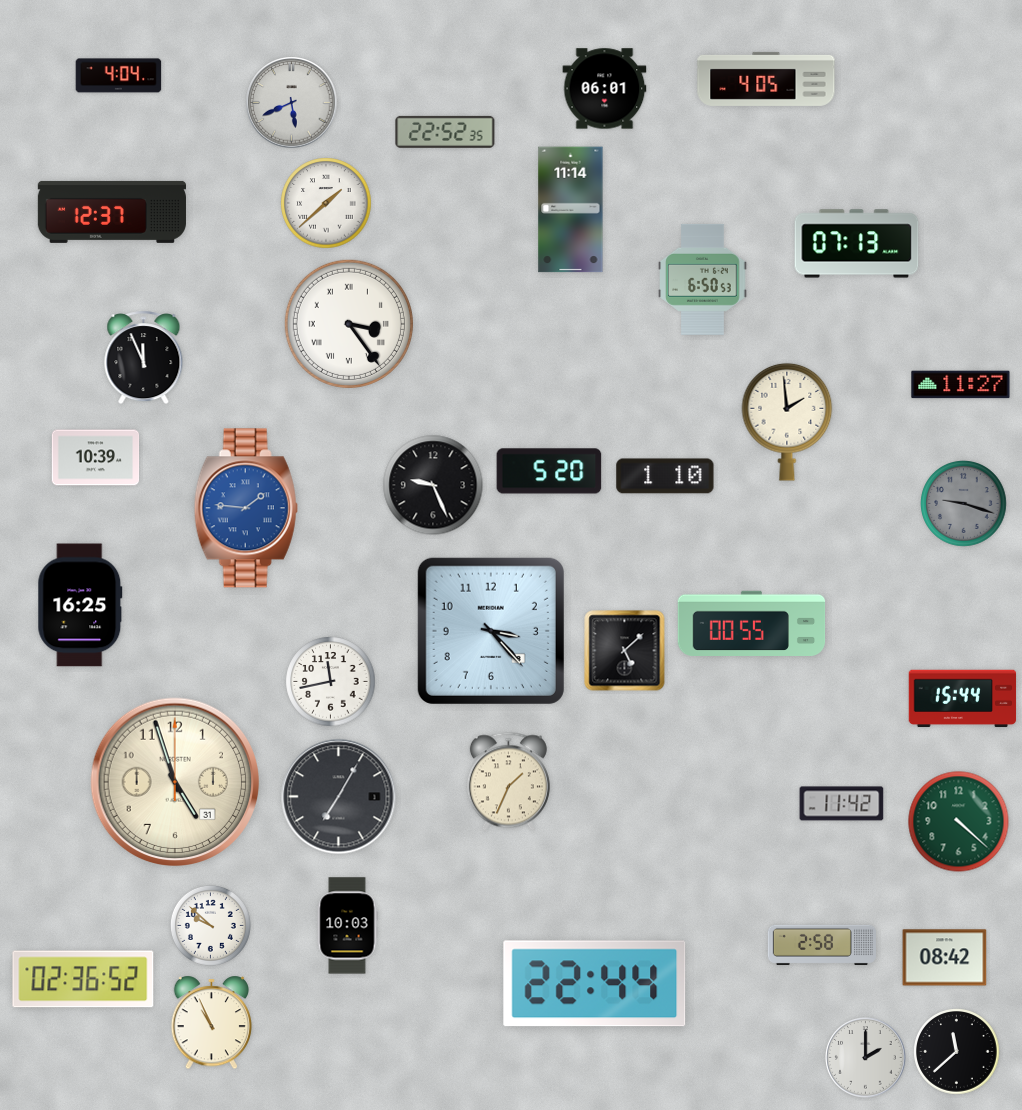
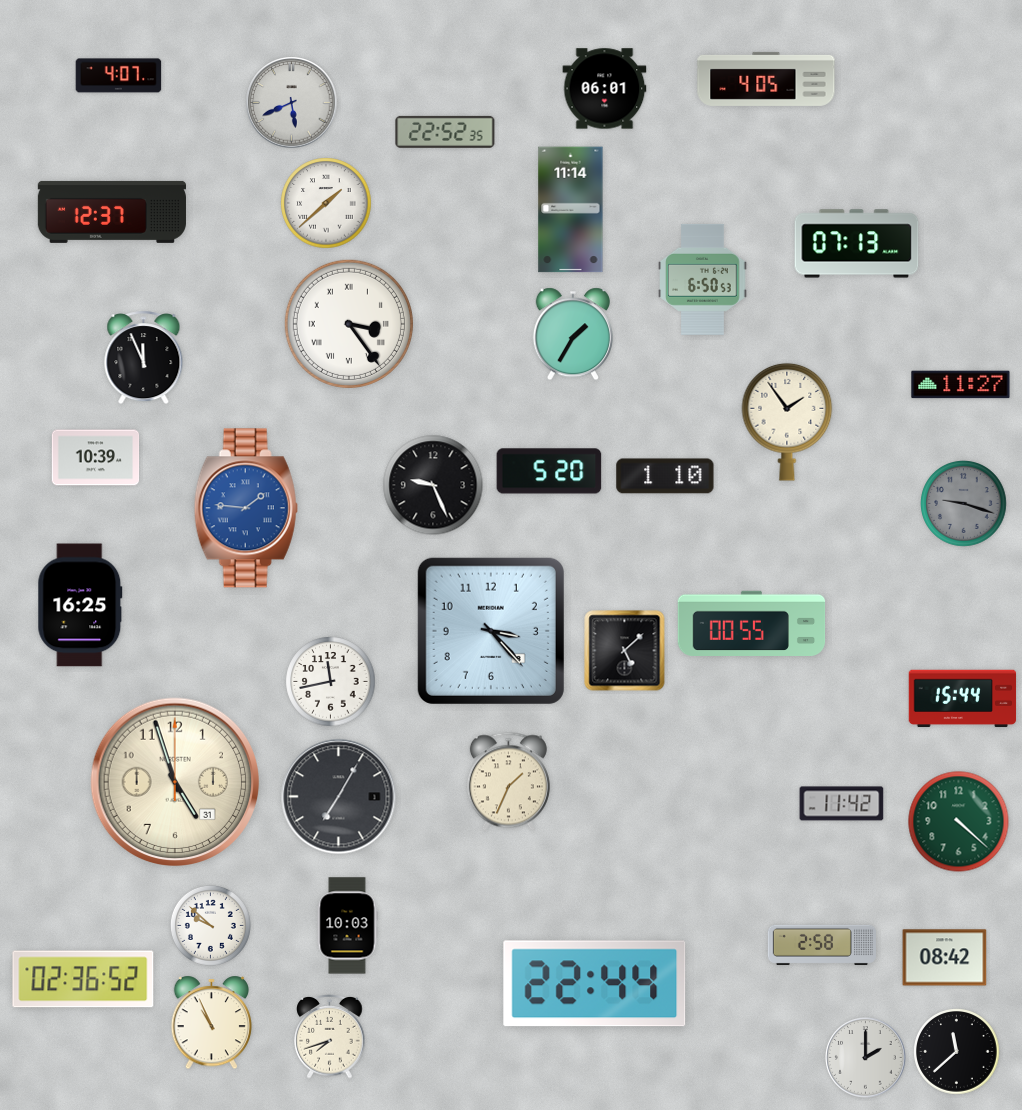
clock at (119, 76): 4:04 -> 4:07
clock at (573, 334): none -> 1:35
clock at (787, 422): 1:59 -> 1:54
clock at (330, 1037): none -> 7:42
